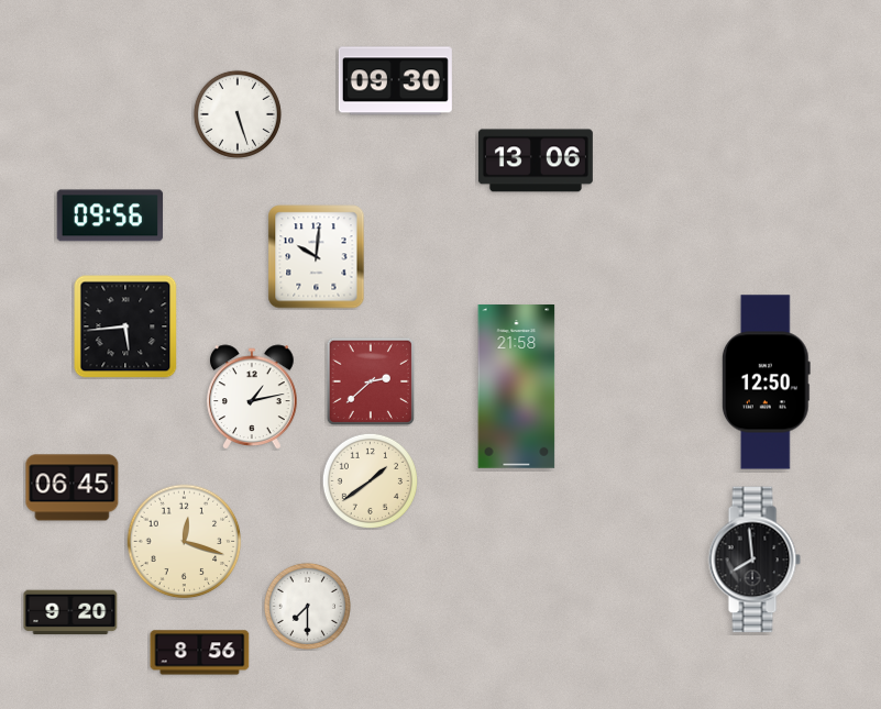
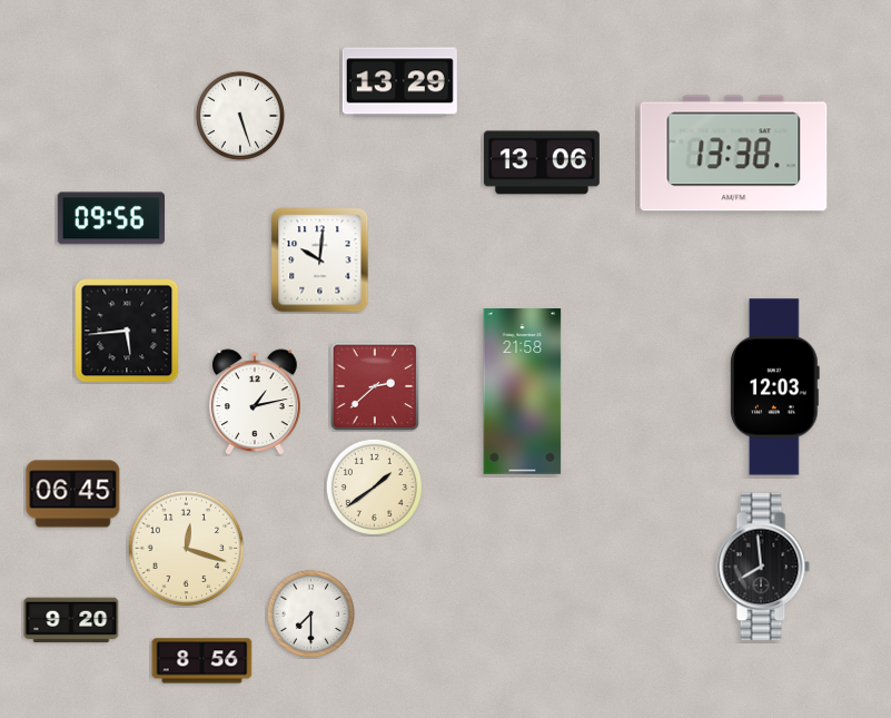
clock at (395, 81): 09:30 -> 13:29
clock at (734, 154): none -> 13:38
clock at (766, 383): 12:50 -> 12:03
